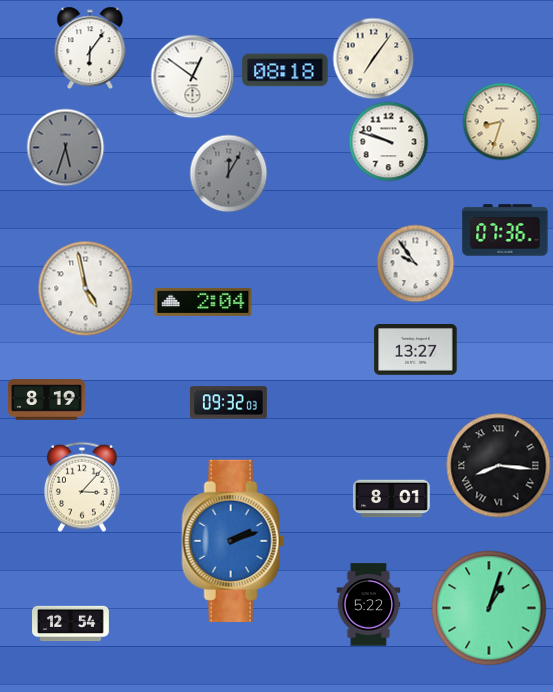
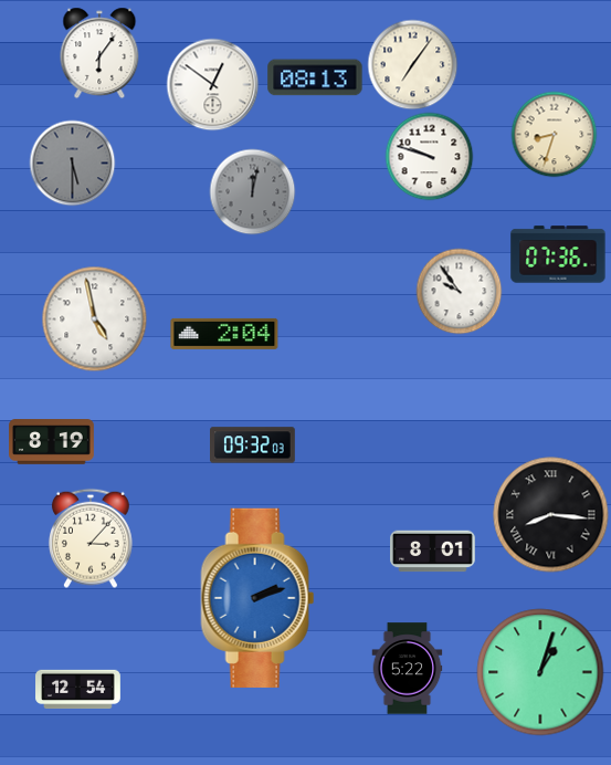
clock at (285, 70): 08:18 -> 08:13
clock at (65, 147): 5:33 -> 5:30
clock at (228, 173): 12:05 -> 12:02
clock at (416, 350): 13:27 -> none
